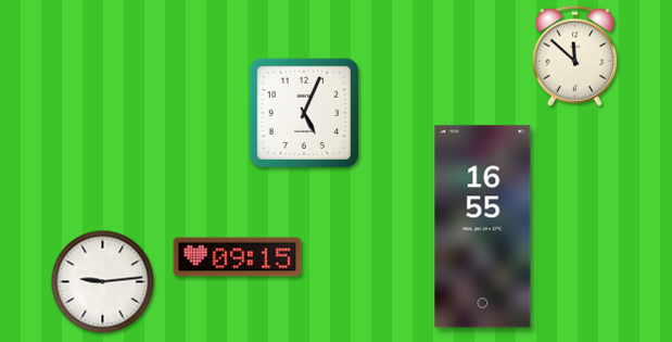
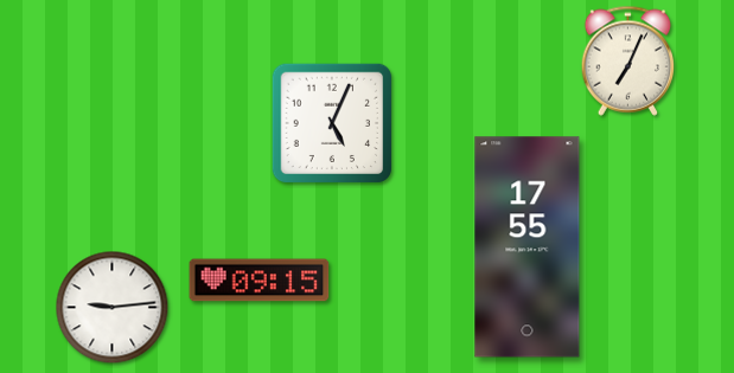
clock at (575, 55): 11:52 -> 7:04
clock at (483, 227): 16:55 -> 17:55
